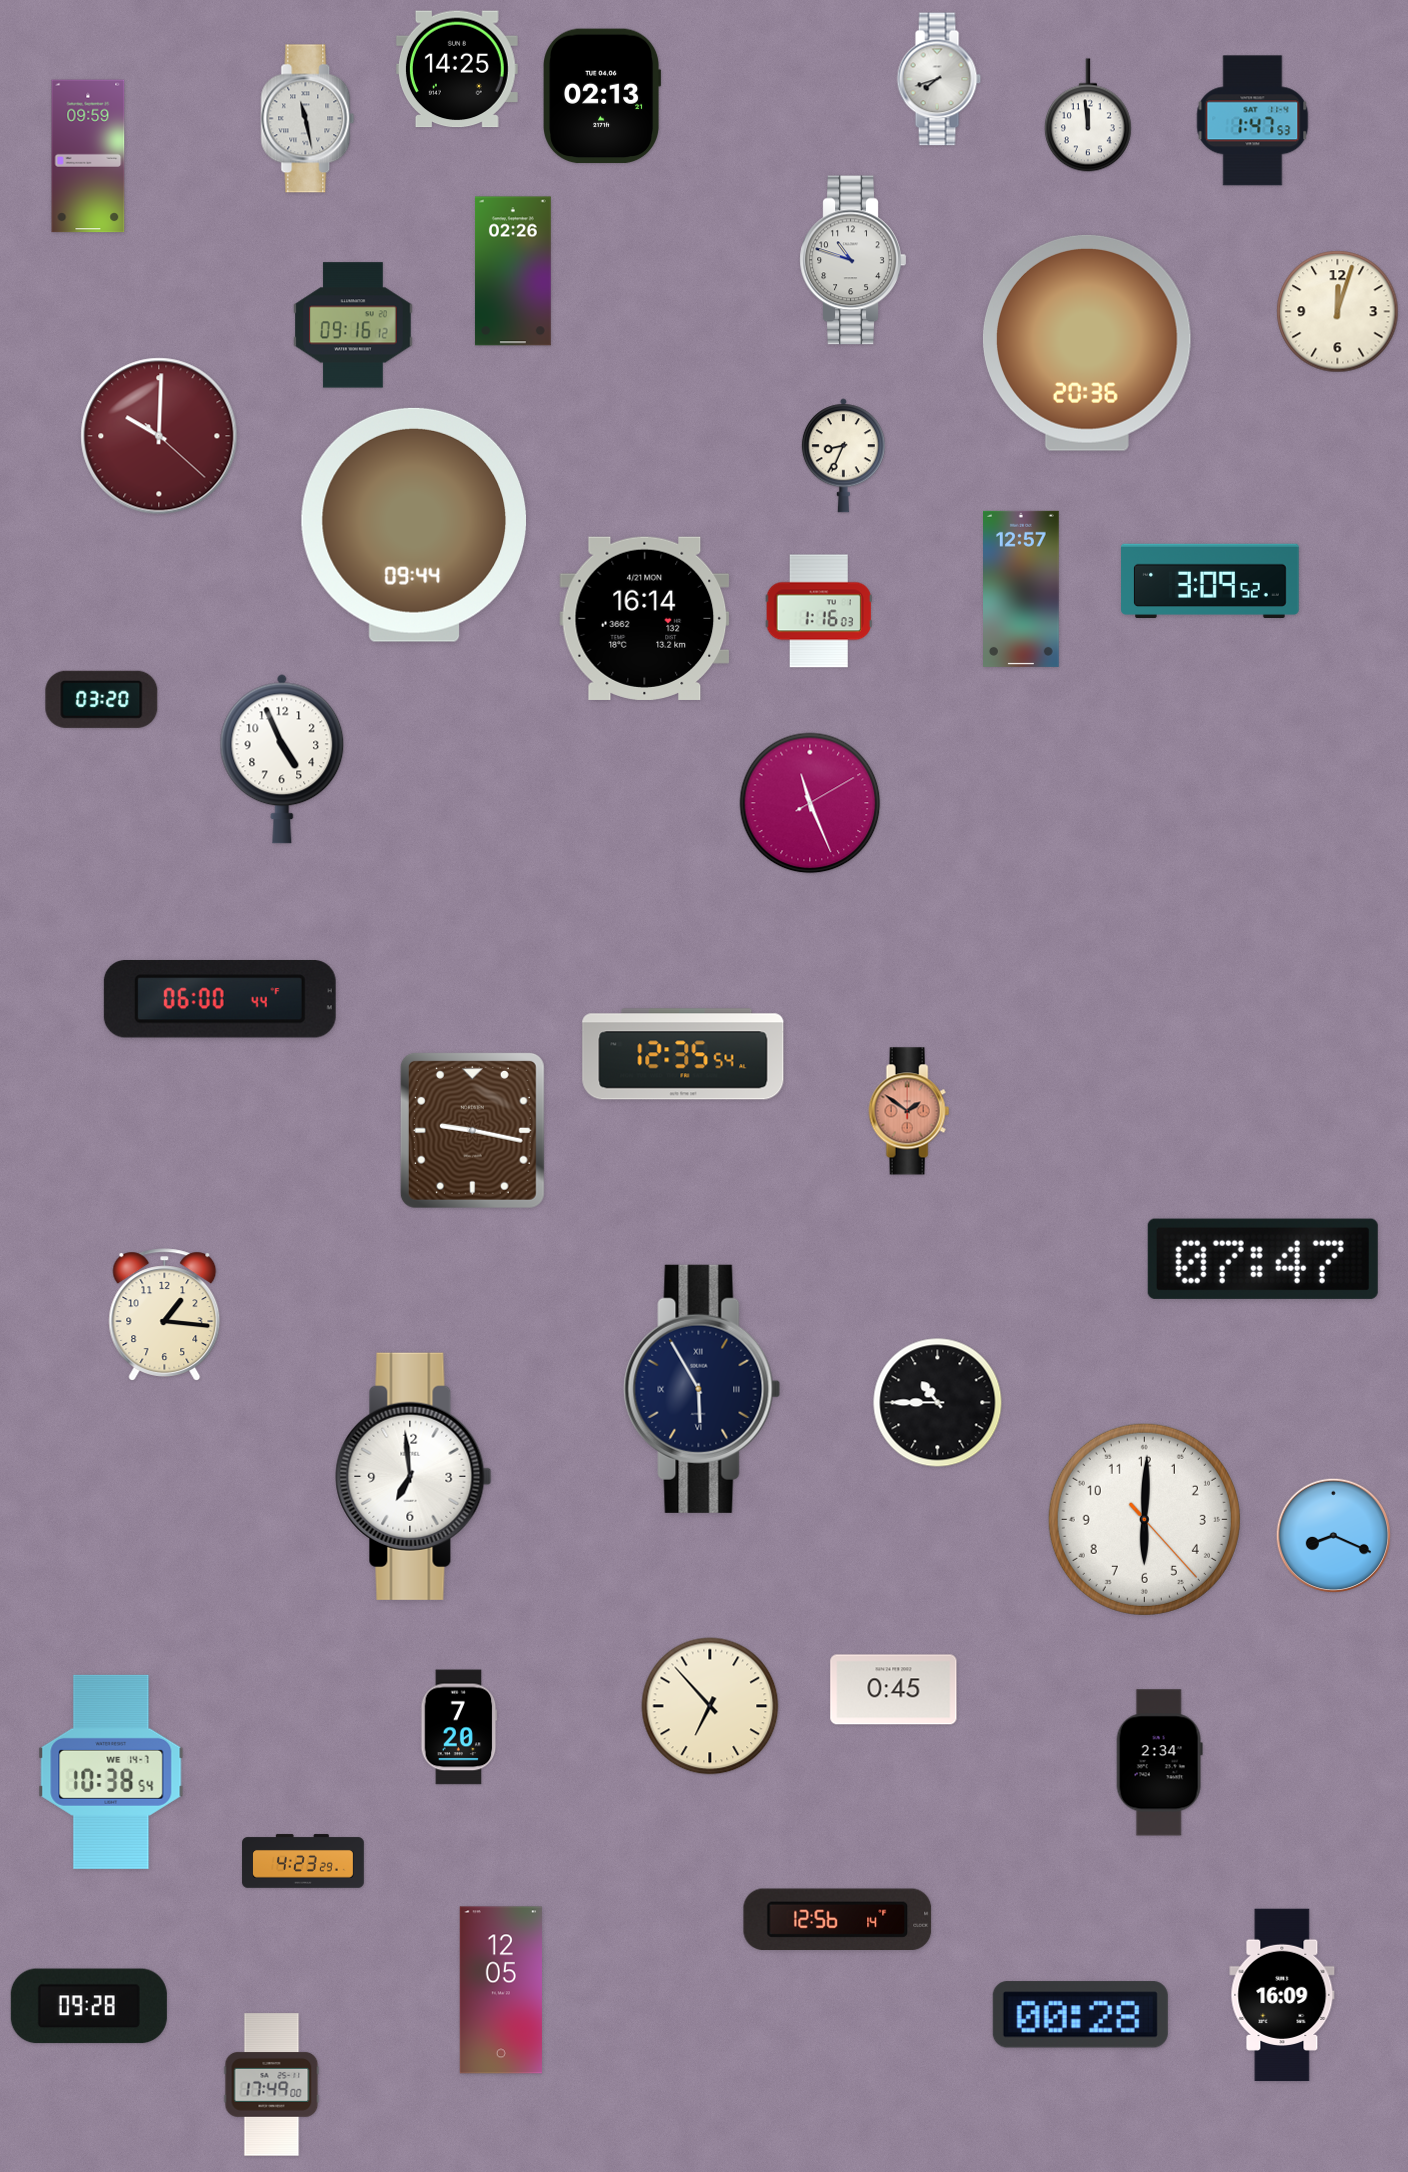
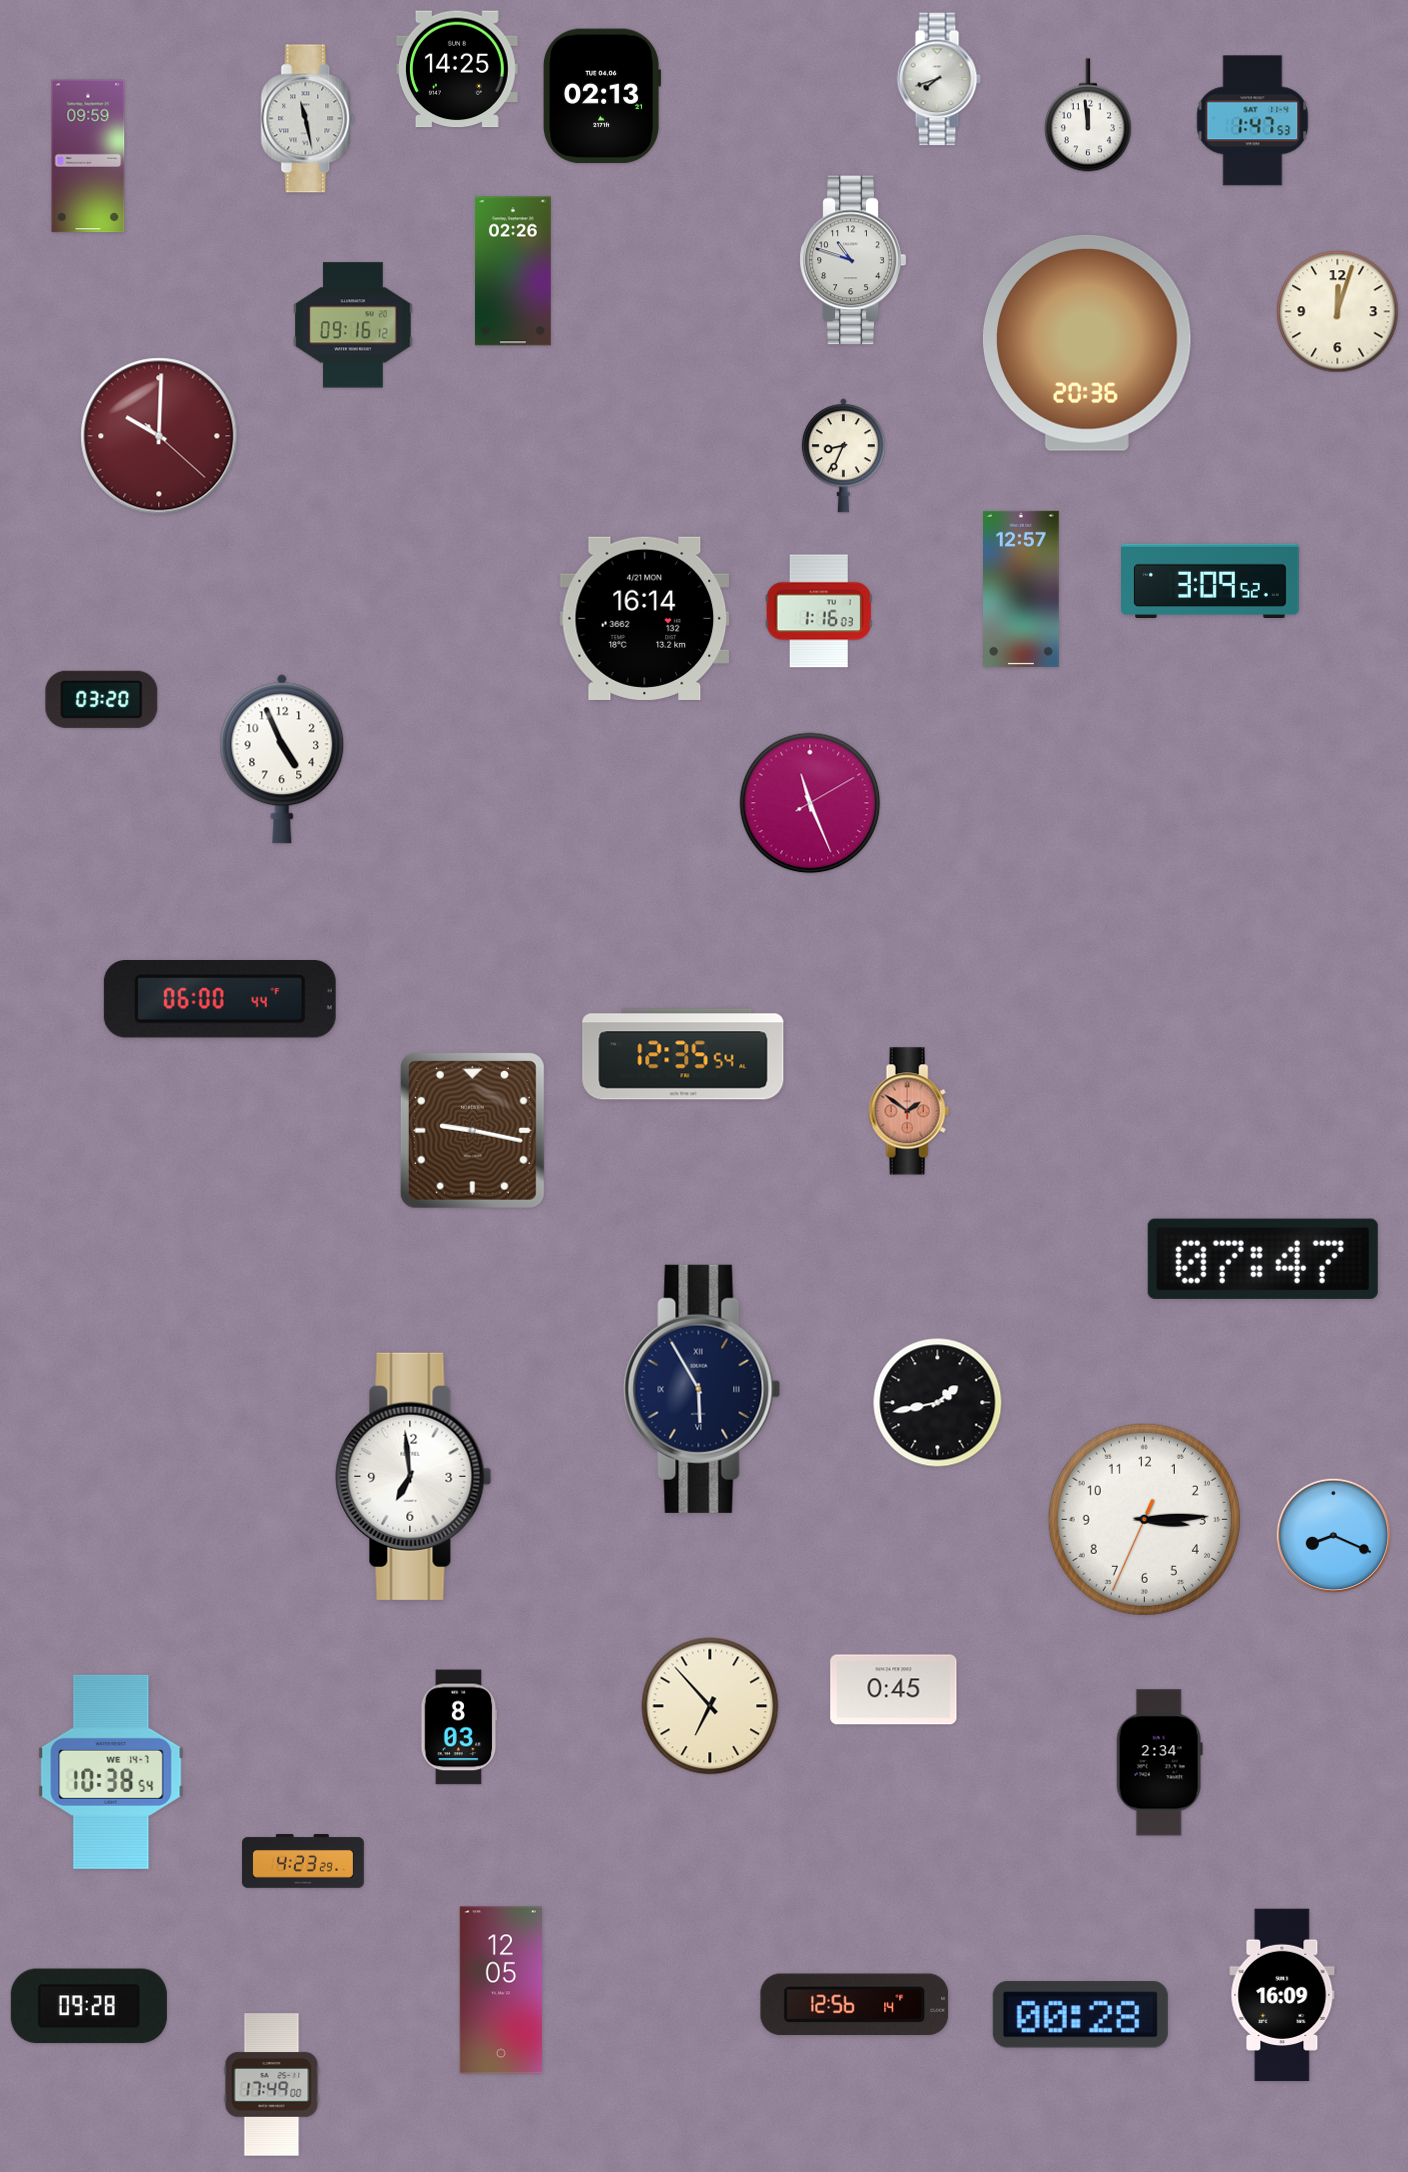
clock at (413, 525): 09:44 -> none
clock at (165, 1315): 1:16 -> none
clock at (938, 1403): 10:45 -> 1:43
clock at (1144, 1519): 6:00 -> 3:14
clock at (459, 1727): 7:20 -> 8:03
clock at (838, 1919) position: (838, 1919) -> (855, 2004)
